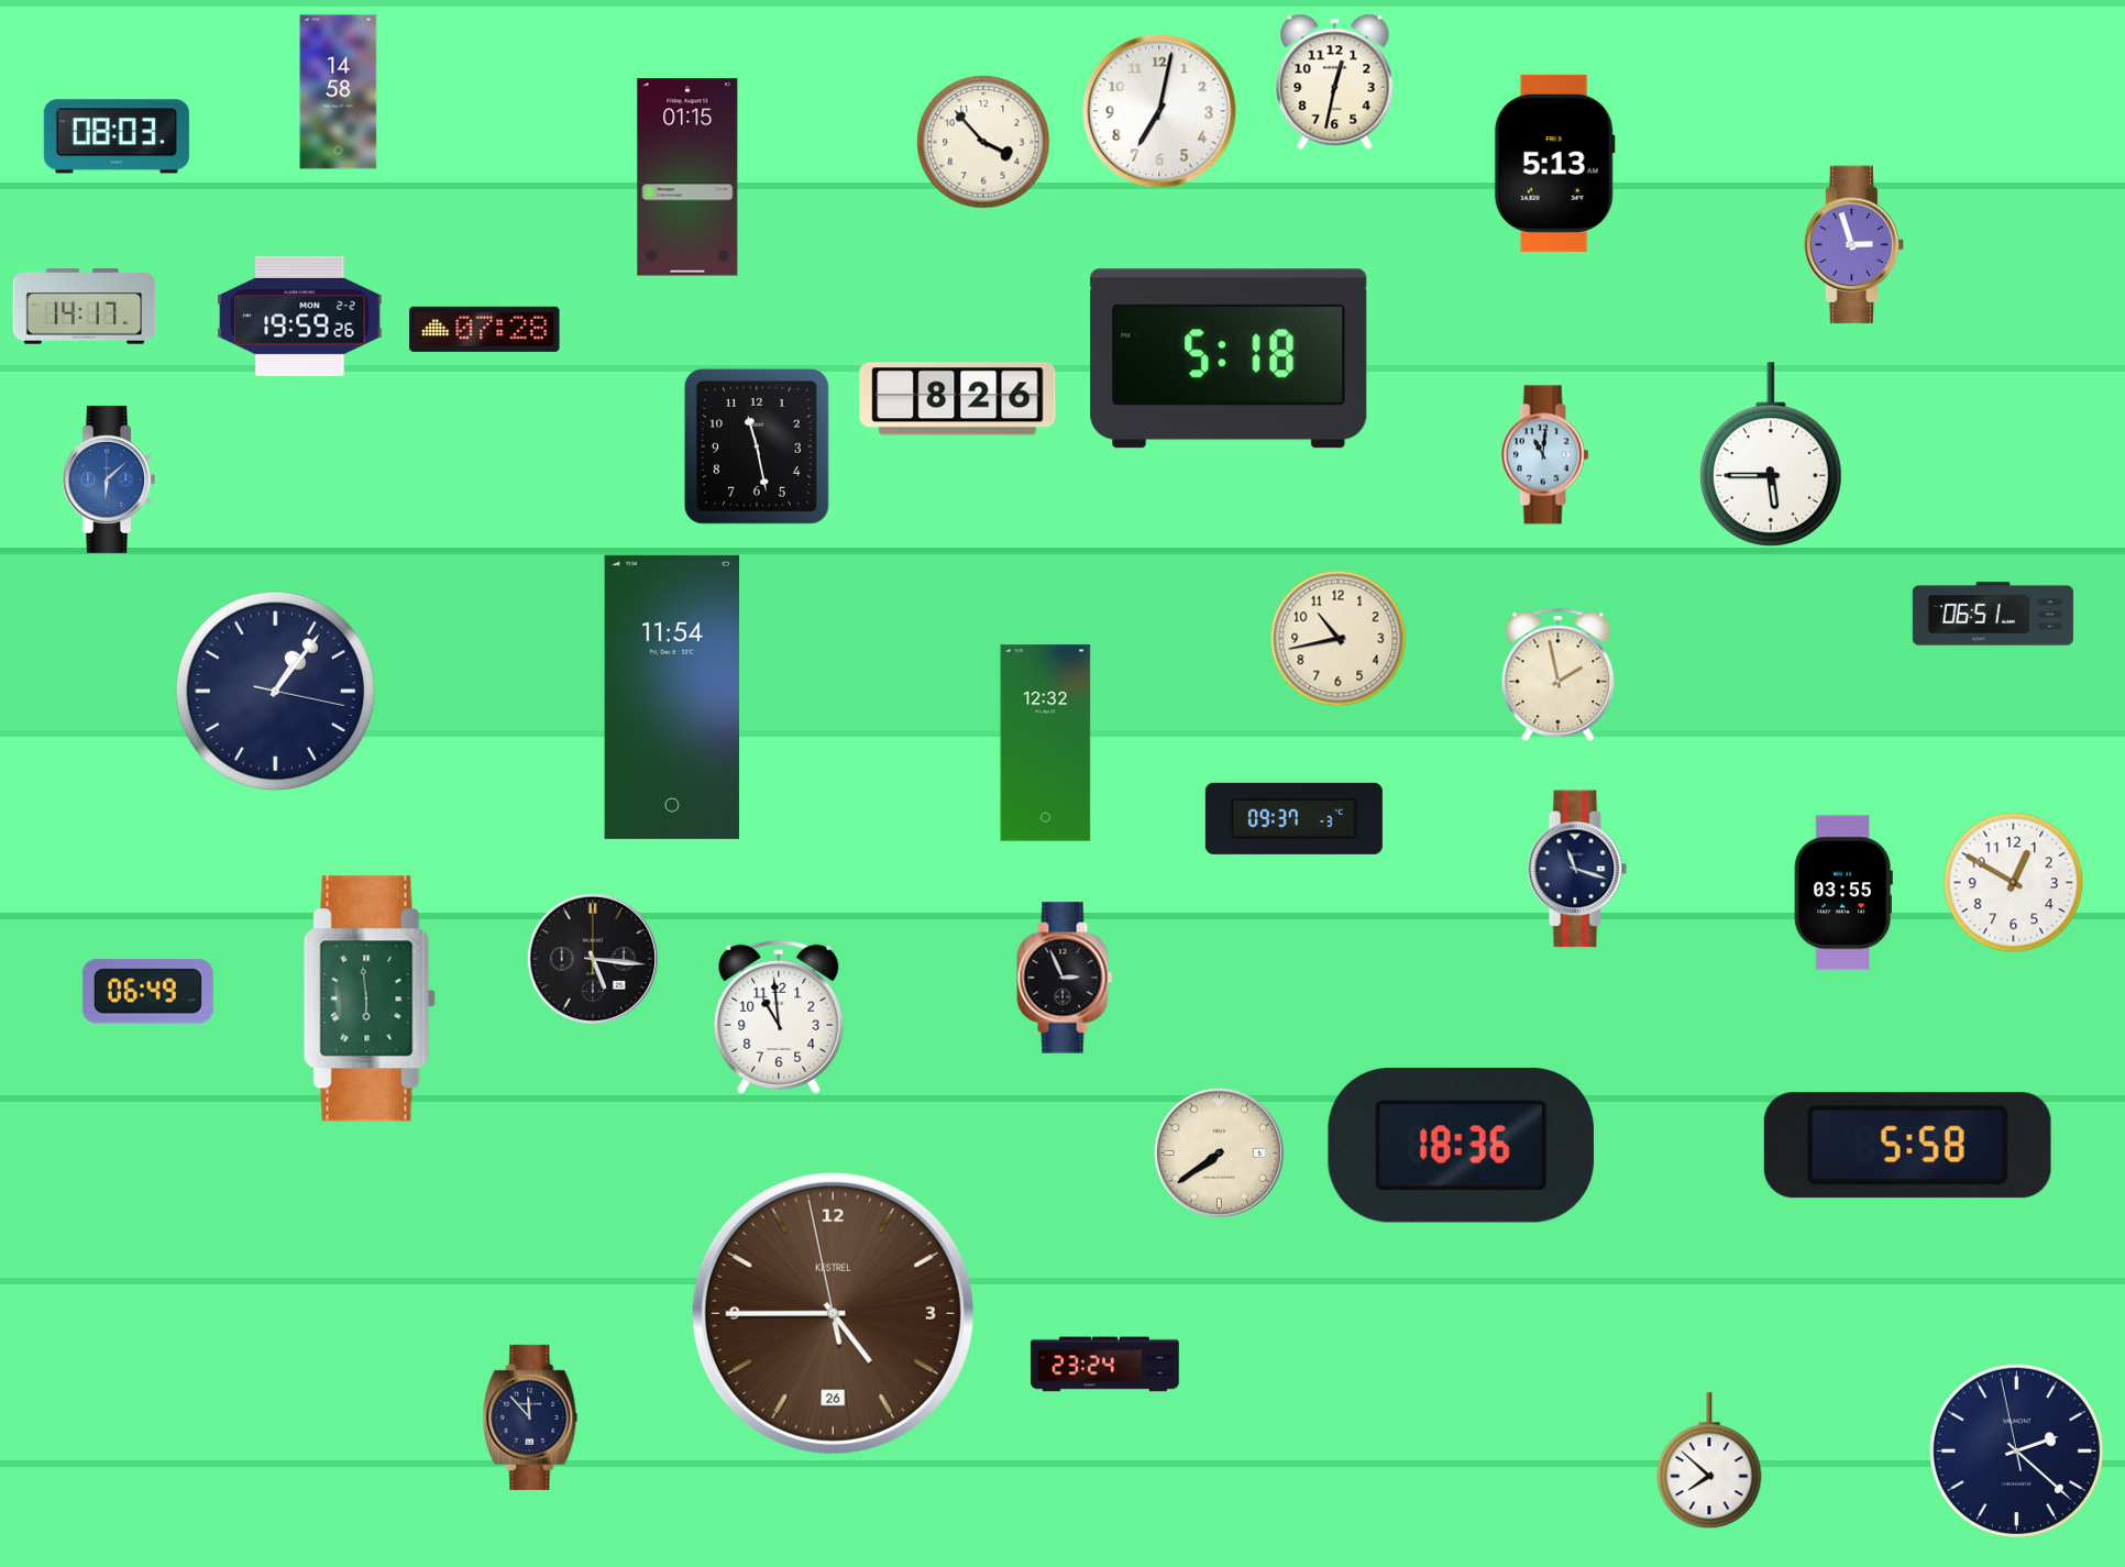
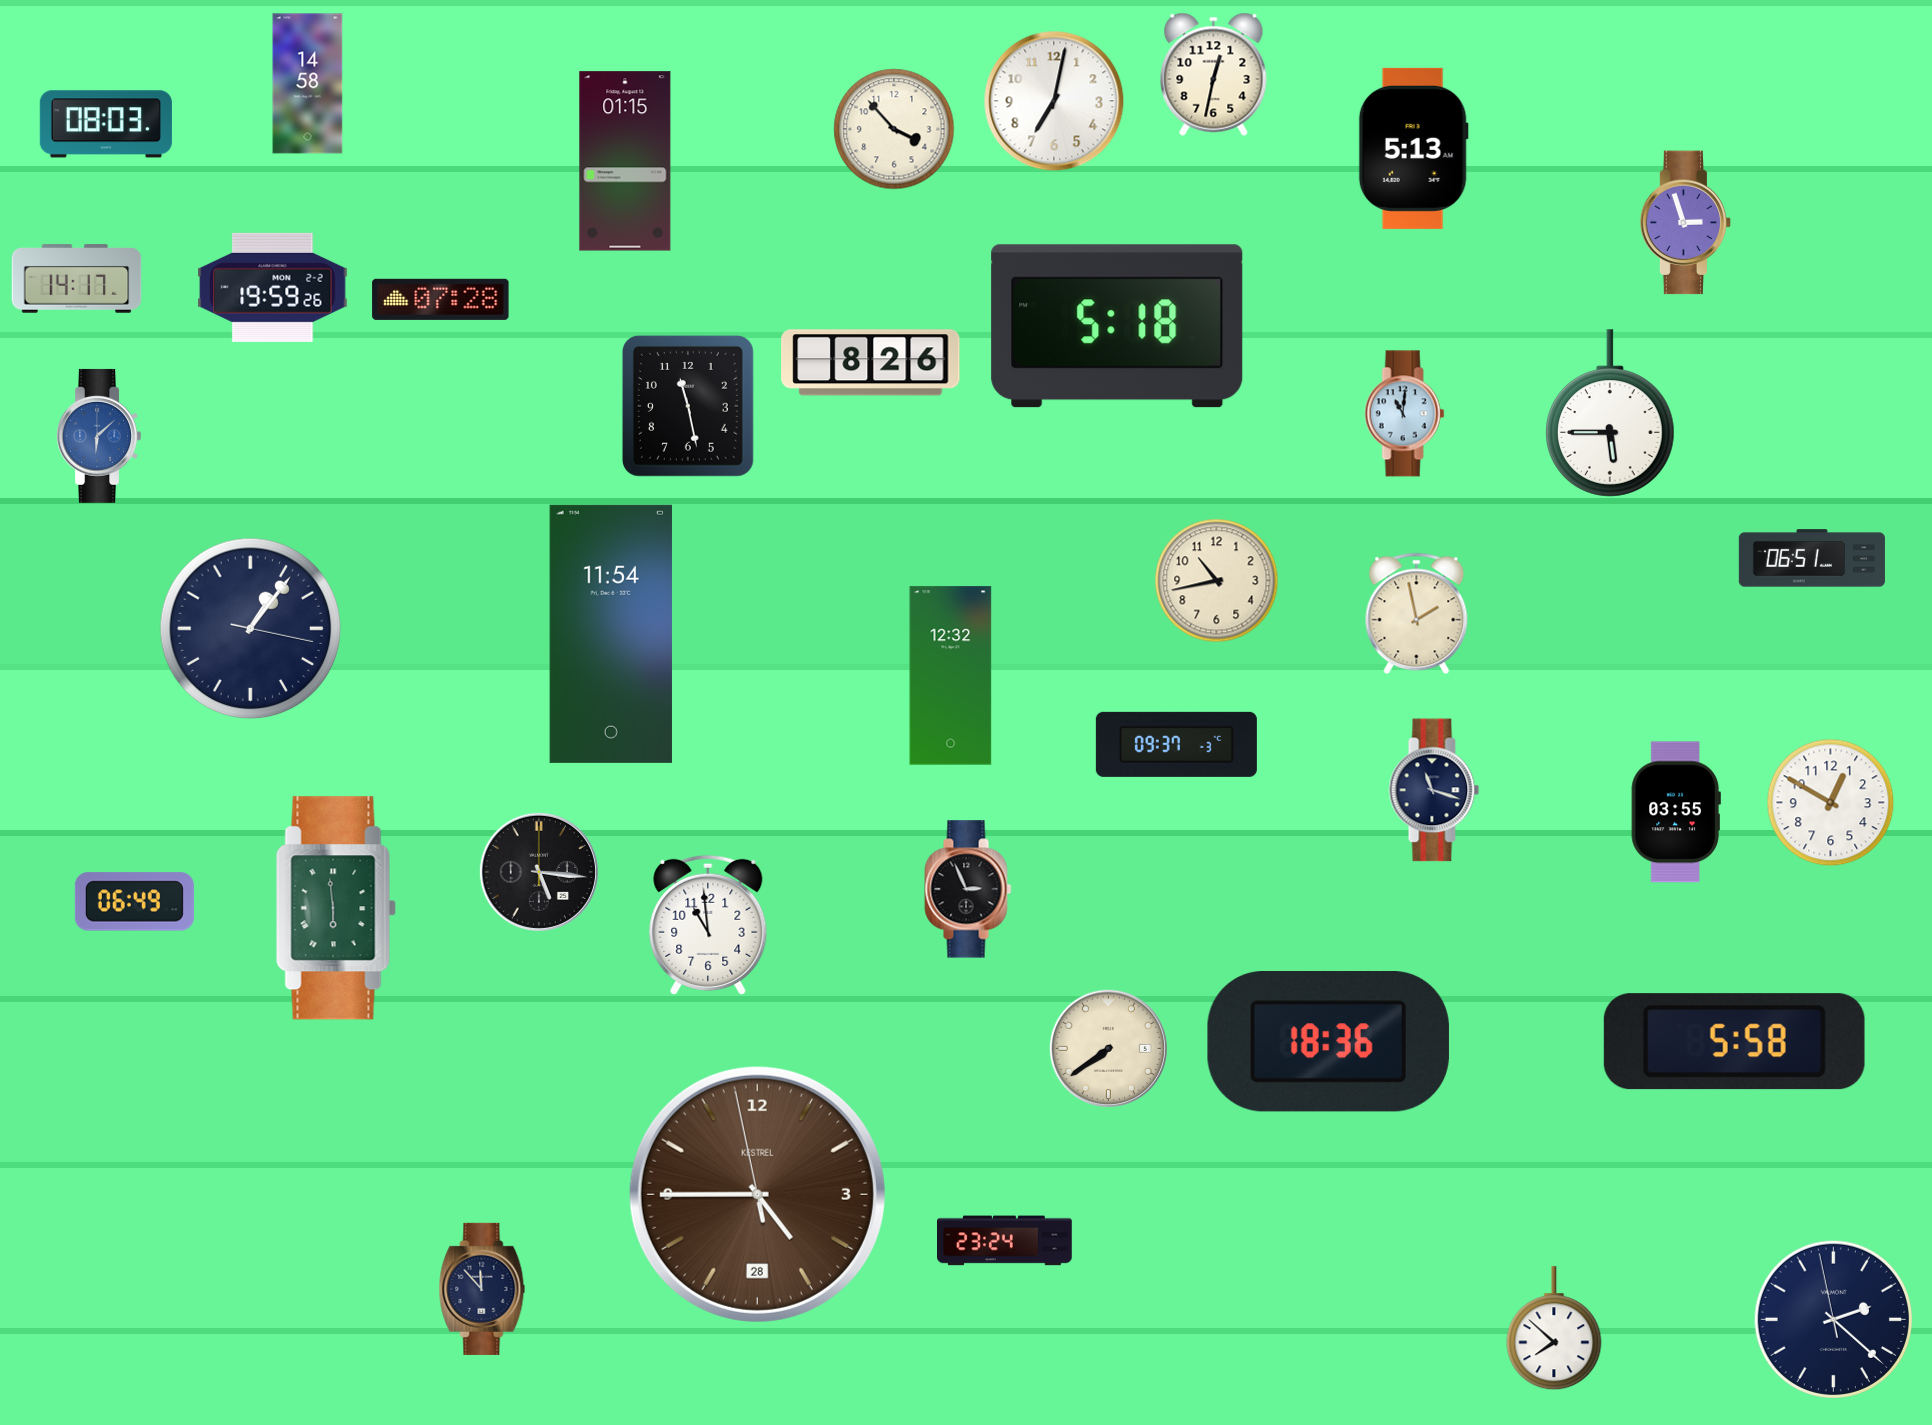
clock at (833, 1313) date: 26 -> 28
